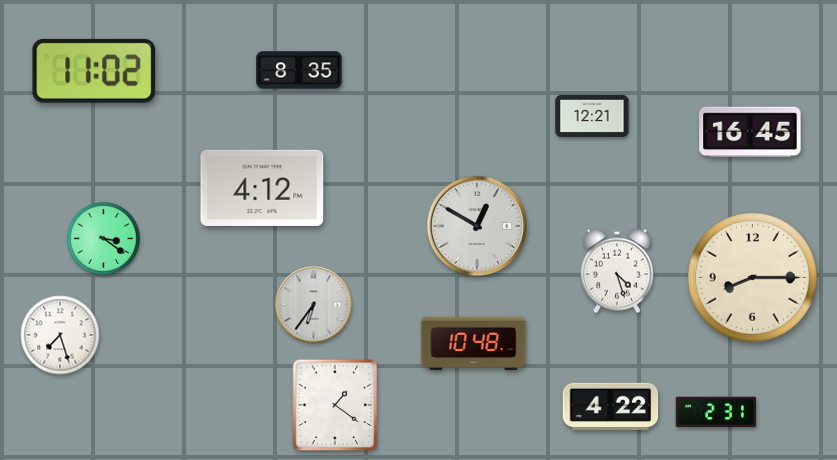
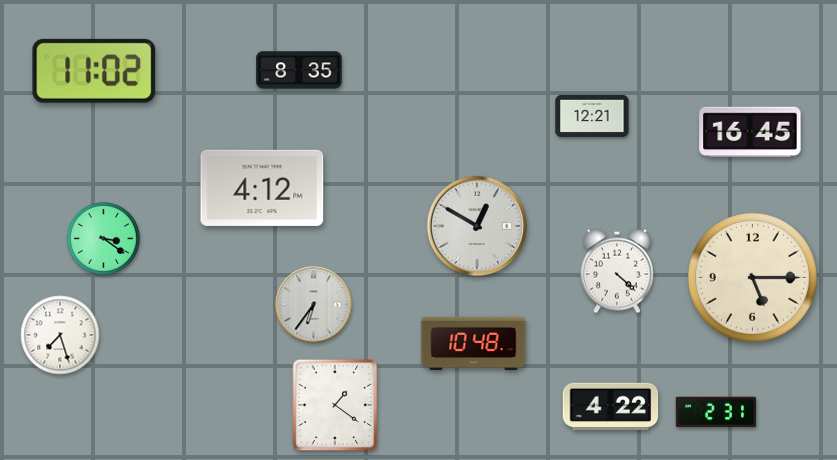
clock at (617, 271): 4:27 -> 4:22
clock at (752, 277): 8:15 -> 5:15
